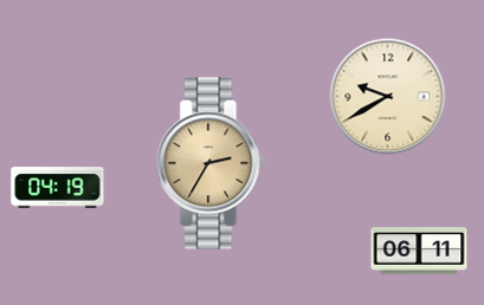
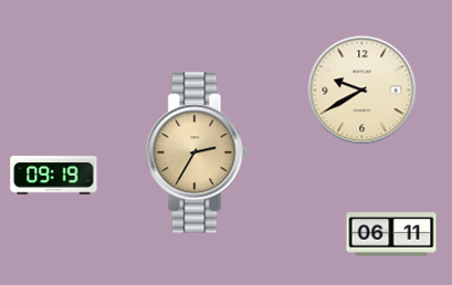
clock at (58, 188): 04:19 -> 09:19
